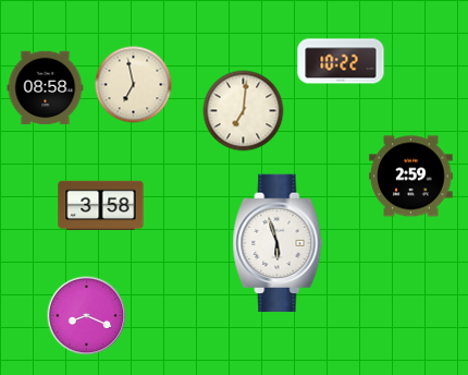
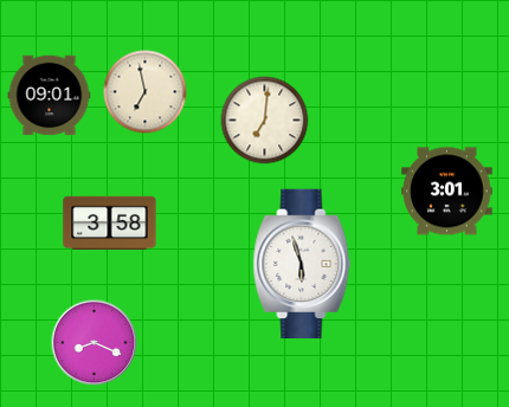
clock at (341, 61): 10:22 -> none
clock at (46, 88): 08:58 -> 09:01
clock at (411, 177): 2:59 -> 3:01
